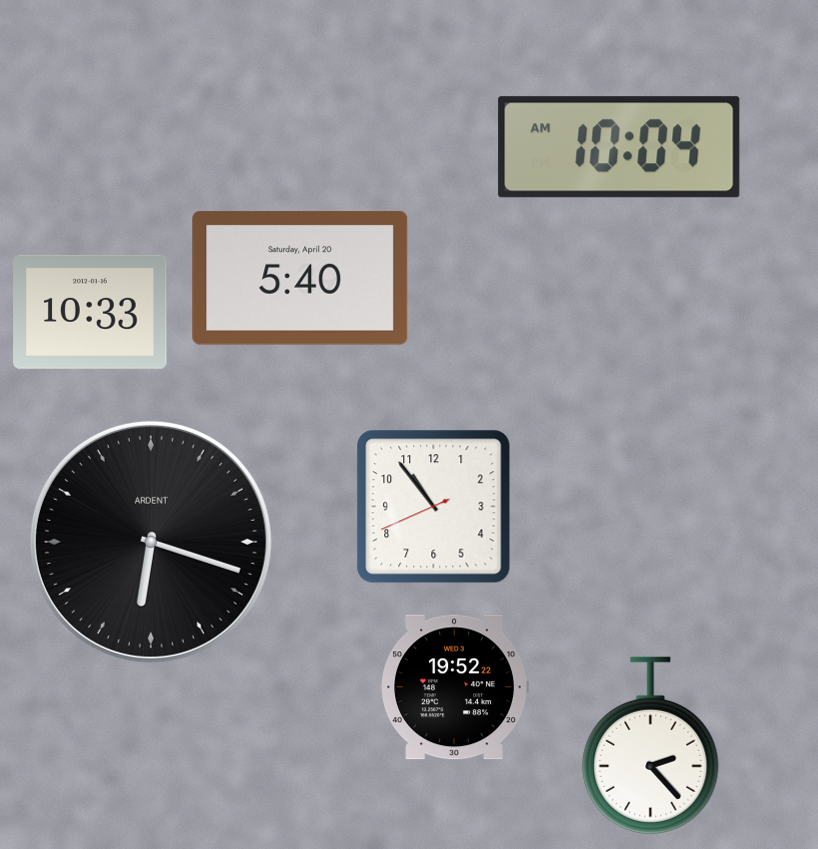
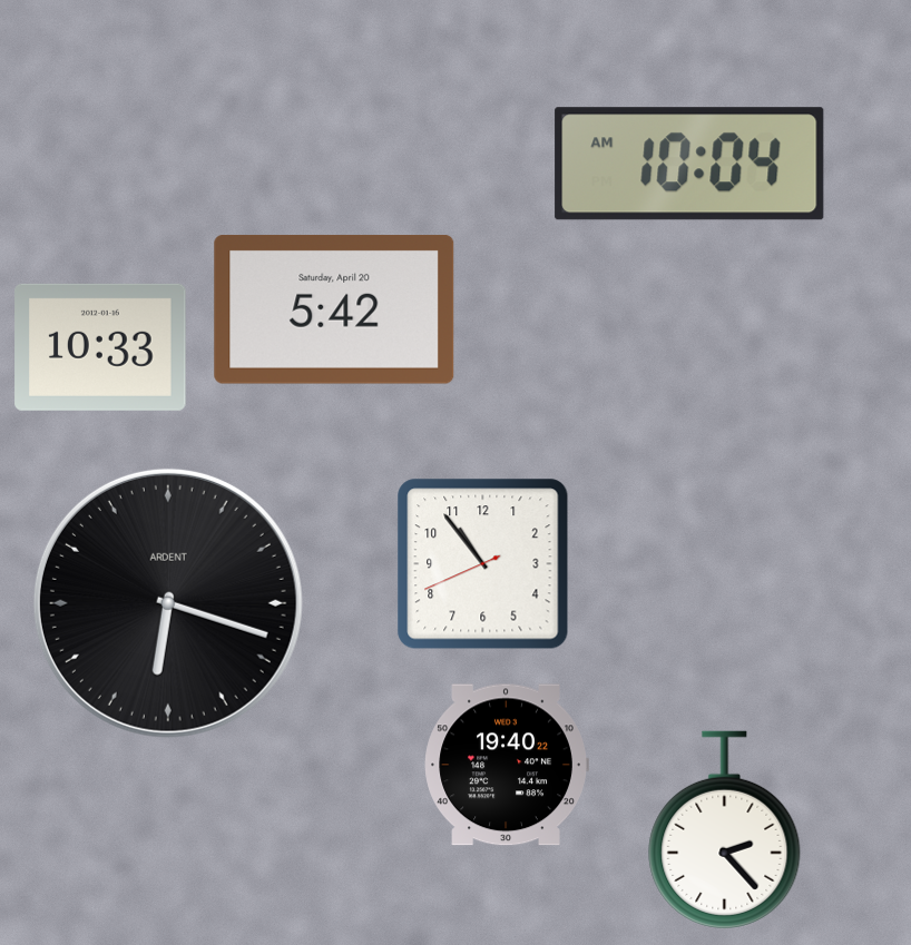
clock at (300, 279): 5:40 -> 5:42
clock at (455, 687): 19:52 -> 19:40
